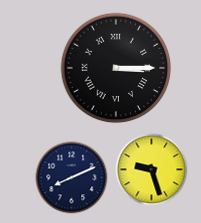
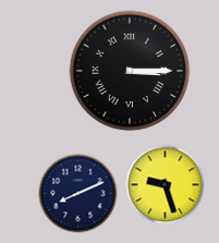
clock at (116, 68) position: (116, 68) -> (130, 71)
